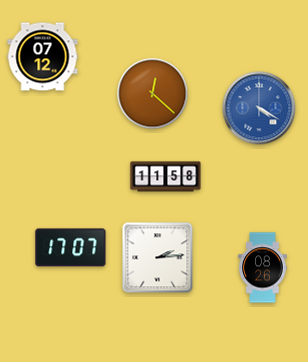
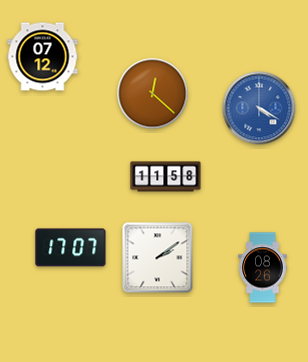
clock at (158, 258): 2:14 -> 2:09
